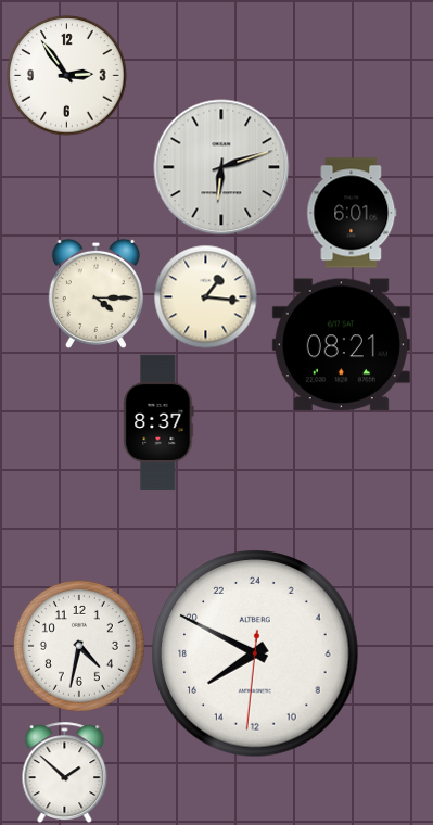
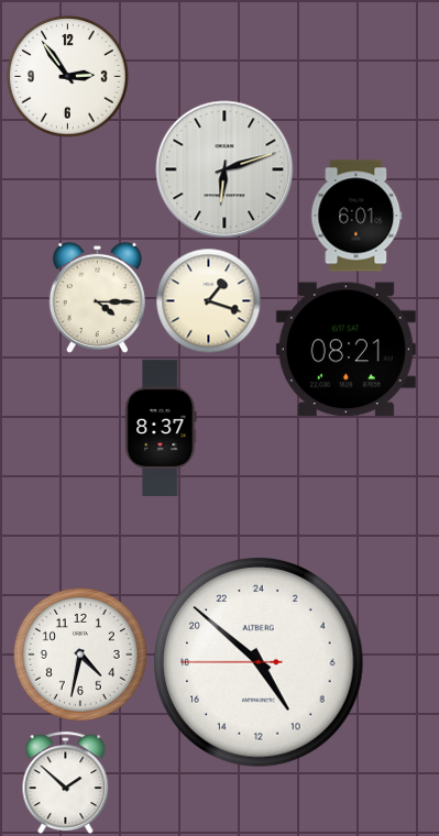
clock at (205, 296): 1:16 -> 1:18
clock at (255, 653): 15:49 -> 9:51
